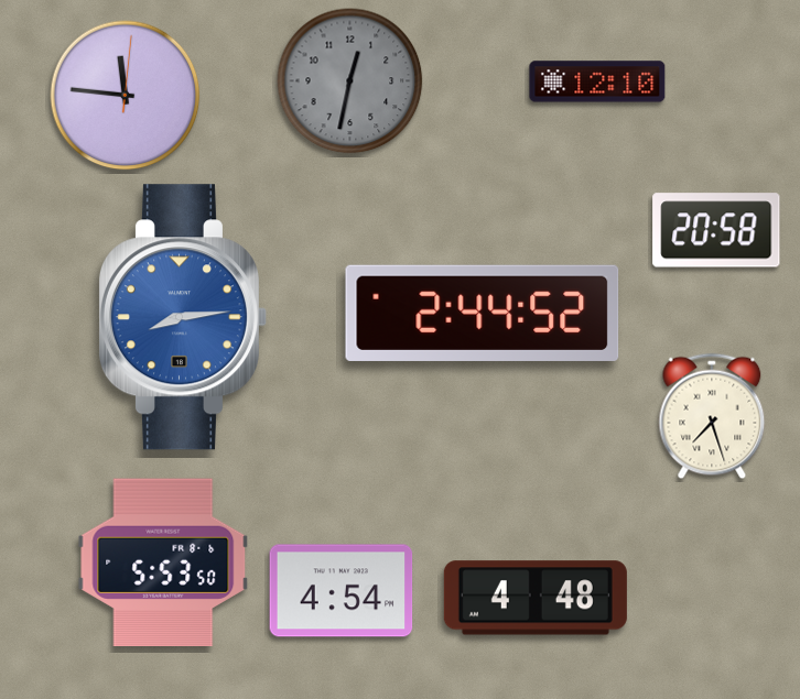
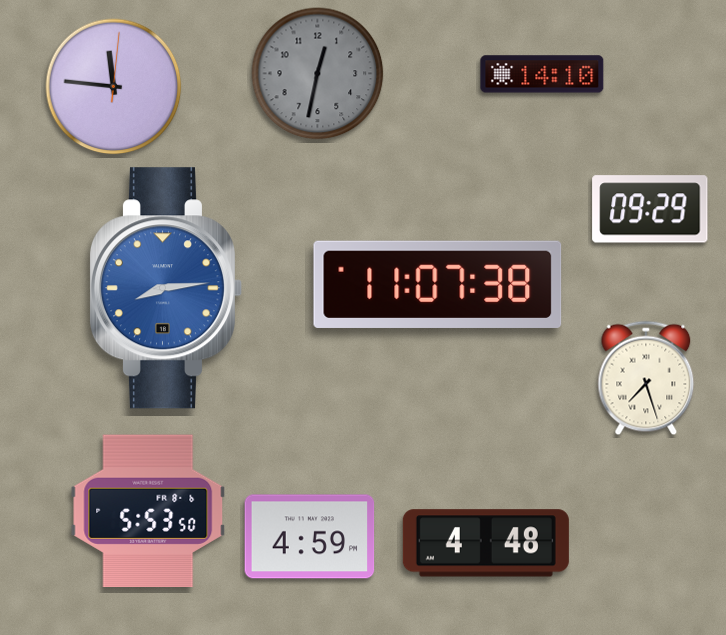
clock at (597, 81): 12:10 -> 14:10
clock at (716, 230): 20:58 -> 09:29
clock at (483, 313): 2:44 -> 11:07
clock at (342, 591): 4:54 -> 4:59
